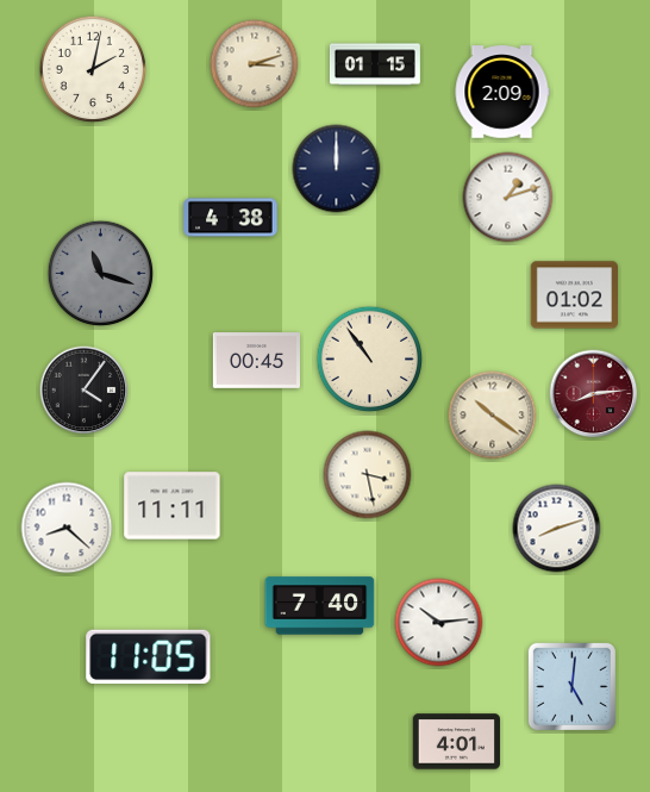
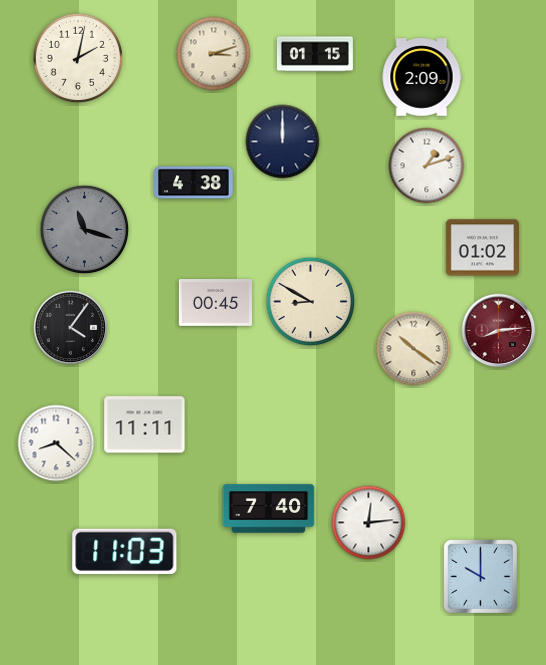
clock at (370, 360): 10:54 -> 8:50
clock at (368, 475): 3:28 -> none
clock at (557, 529): 8:12 -> none
clock at (439, 623): 10:14 -> 12:14
clock at (149, 656): 11:05 -> 11:03
clock at (571, 686): 5:01 -> 10:00
clock at (456, 742): 4:01 -> none
